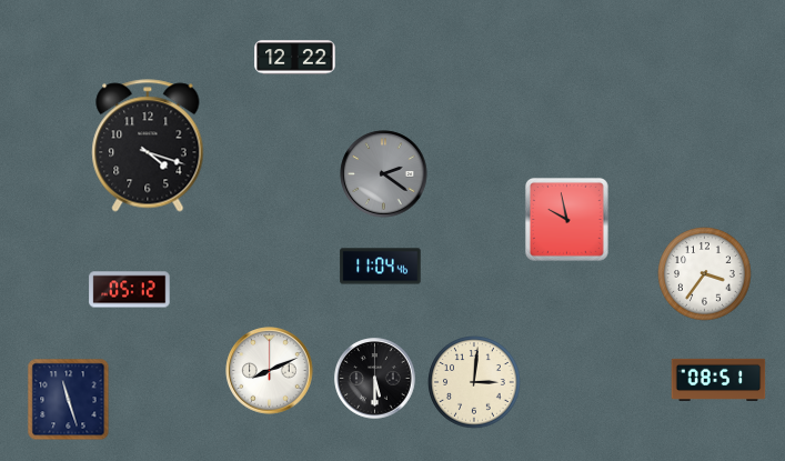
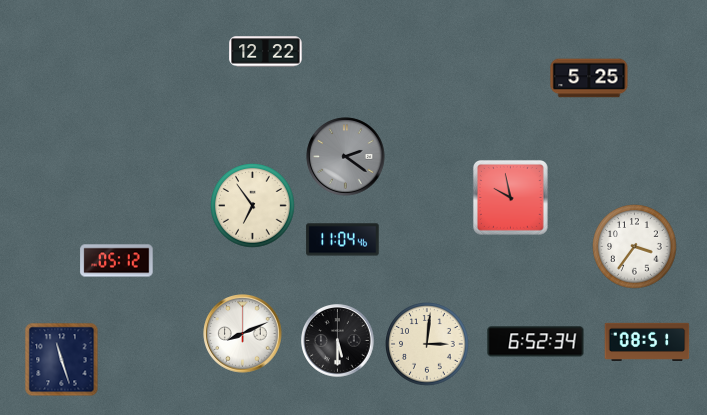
clock at (589, 78): none -> 5:25
clock at (148, 146): 4:18 -> none
clock at (253, 206): none -> 6:54
clock at (536, 342): none -> 6:52
